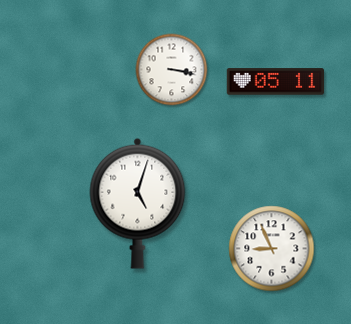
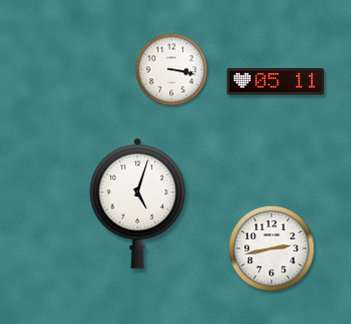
clock at (272, 249): 8:56 -> 2:43
